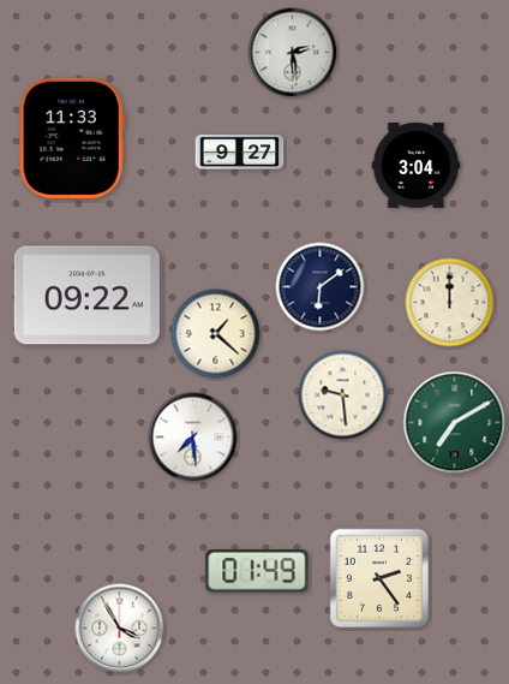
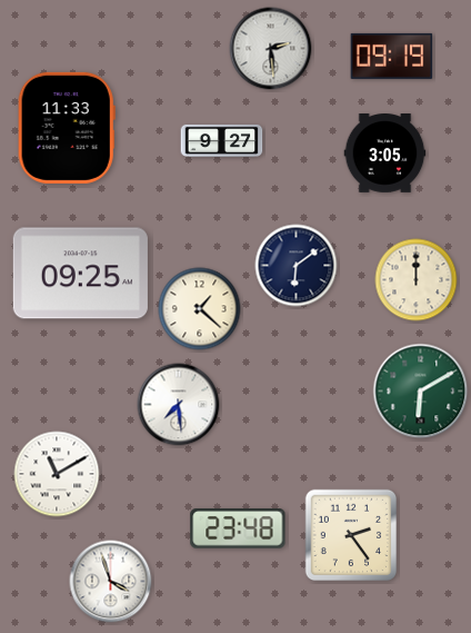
clock at (392, 56): none -> 09:19
clock at (417, 166): 3:04 -> 3:05
clock at (86, 296): 09:22 -> 09:25
clock at (343, 395): 9:29 -> none
clock at (455, 423): 7:10 -> 6:10
clock at (57, 474): none -> 11:10
clock at (257, 572): 01:49 -> 23:48
clock at (120, 629): 3:55 -> 3:57
